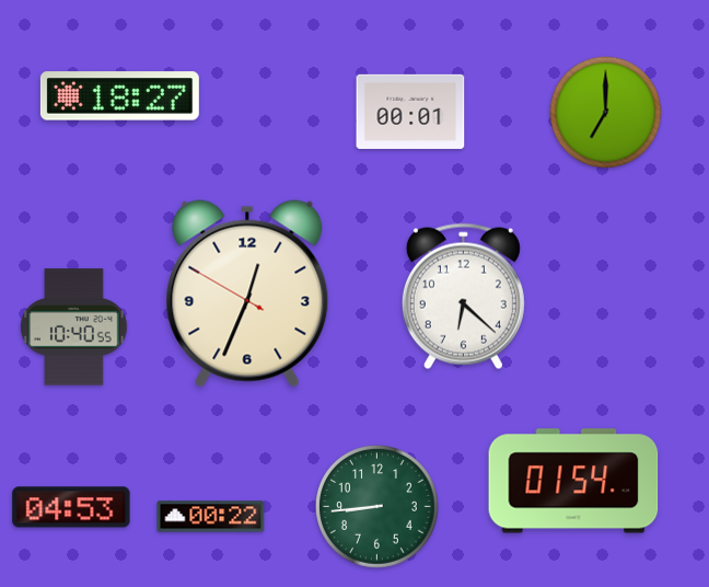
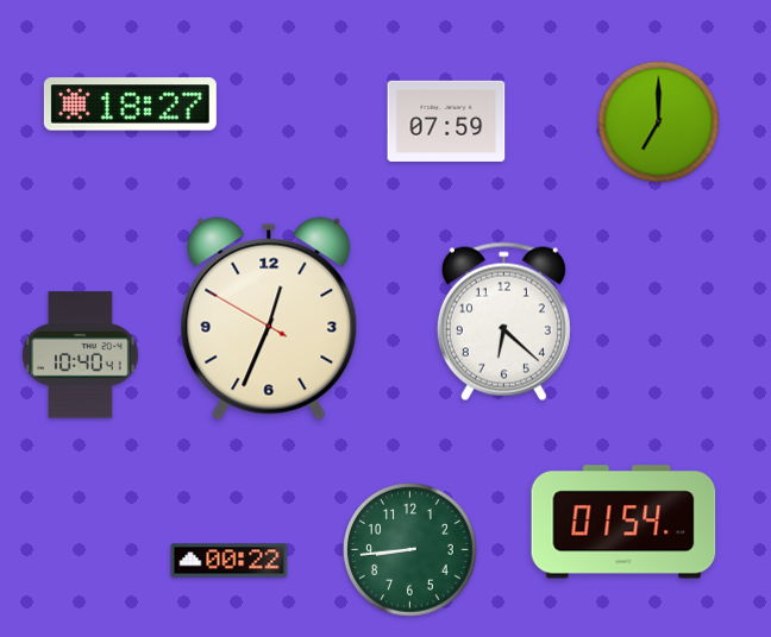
clock at (410, 112): 00:01 -> 07:59
clock at (74, 327): 10:40:55 -> 10:40:41
clock at (71, 507): 04:53 -> none
